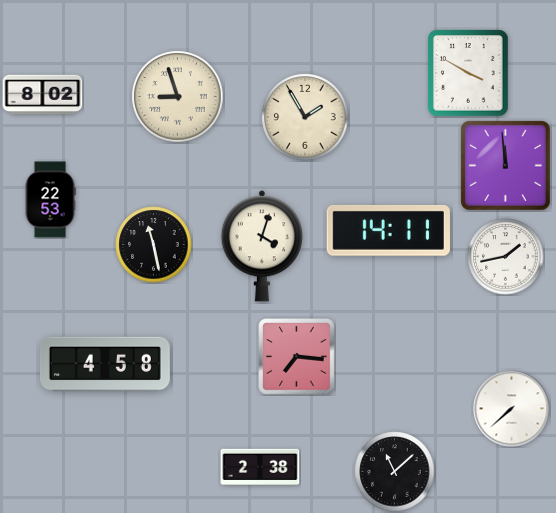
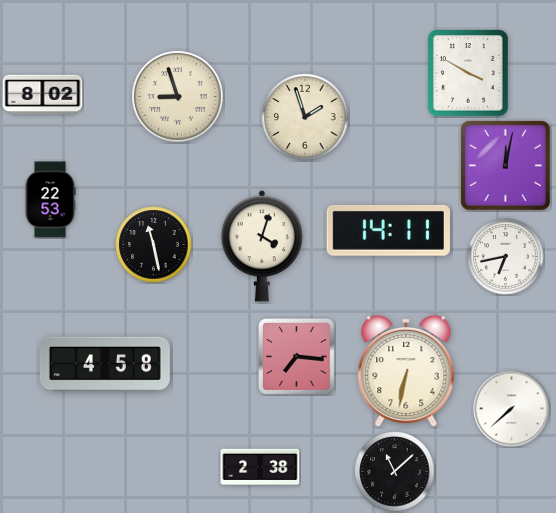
clock at (305, 117): 1:55 -> 1:57
clock at (505, 165): 11:59 -> 12:02
clock at (506, 257): 1:43 -> 6:43
clock at (406, 371): none -> 6:32
